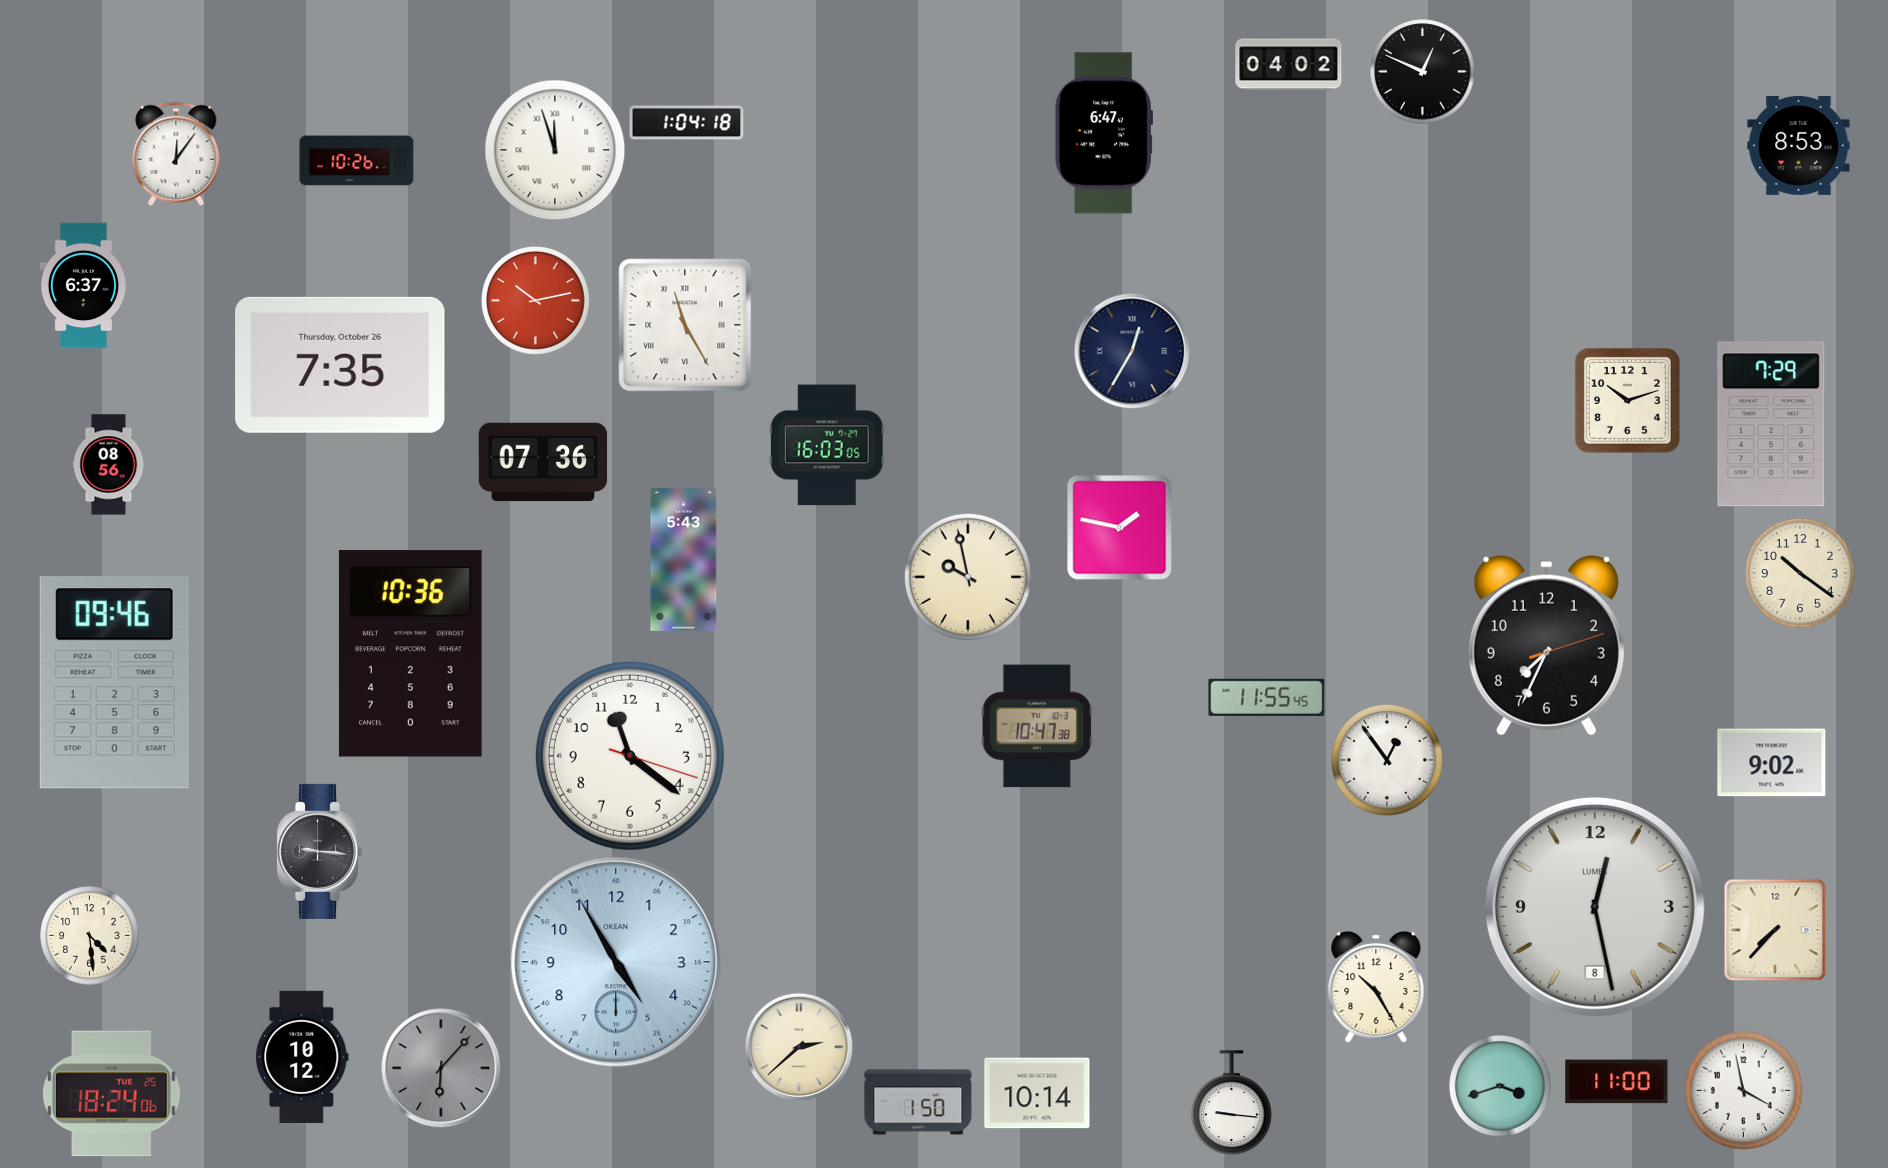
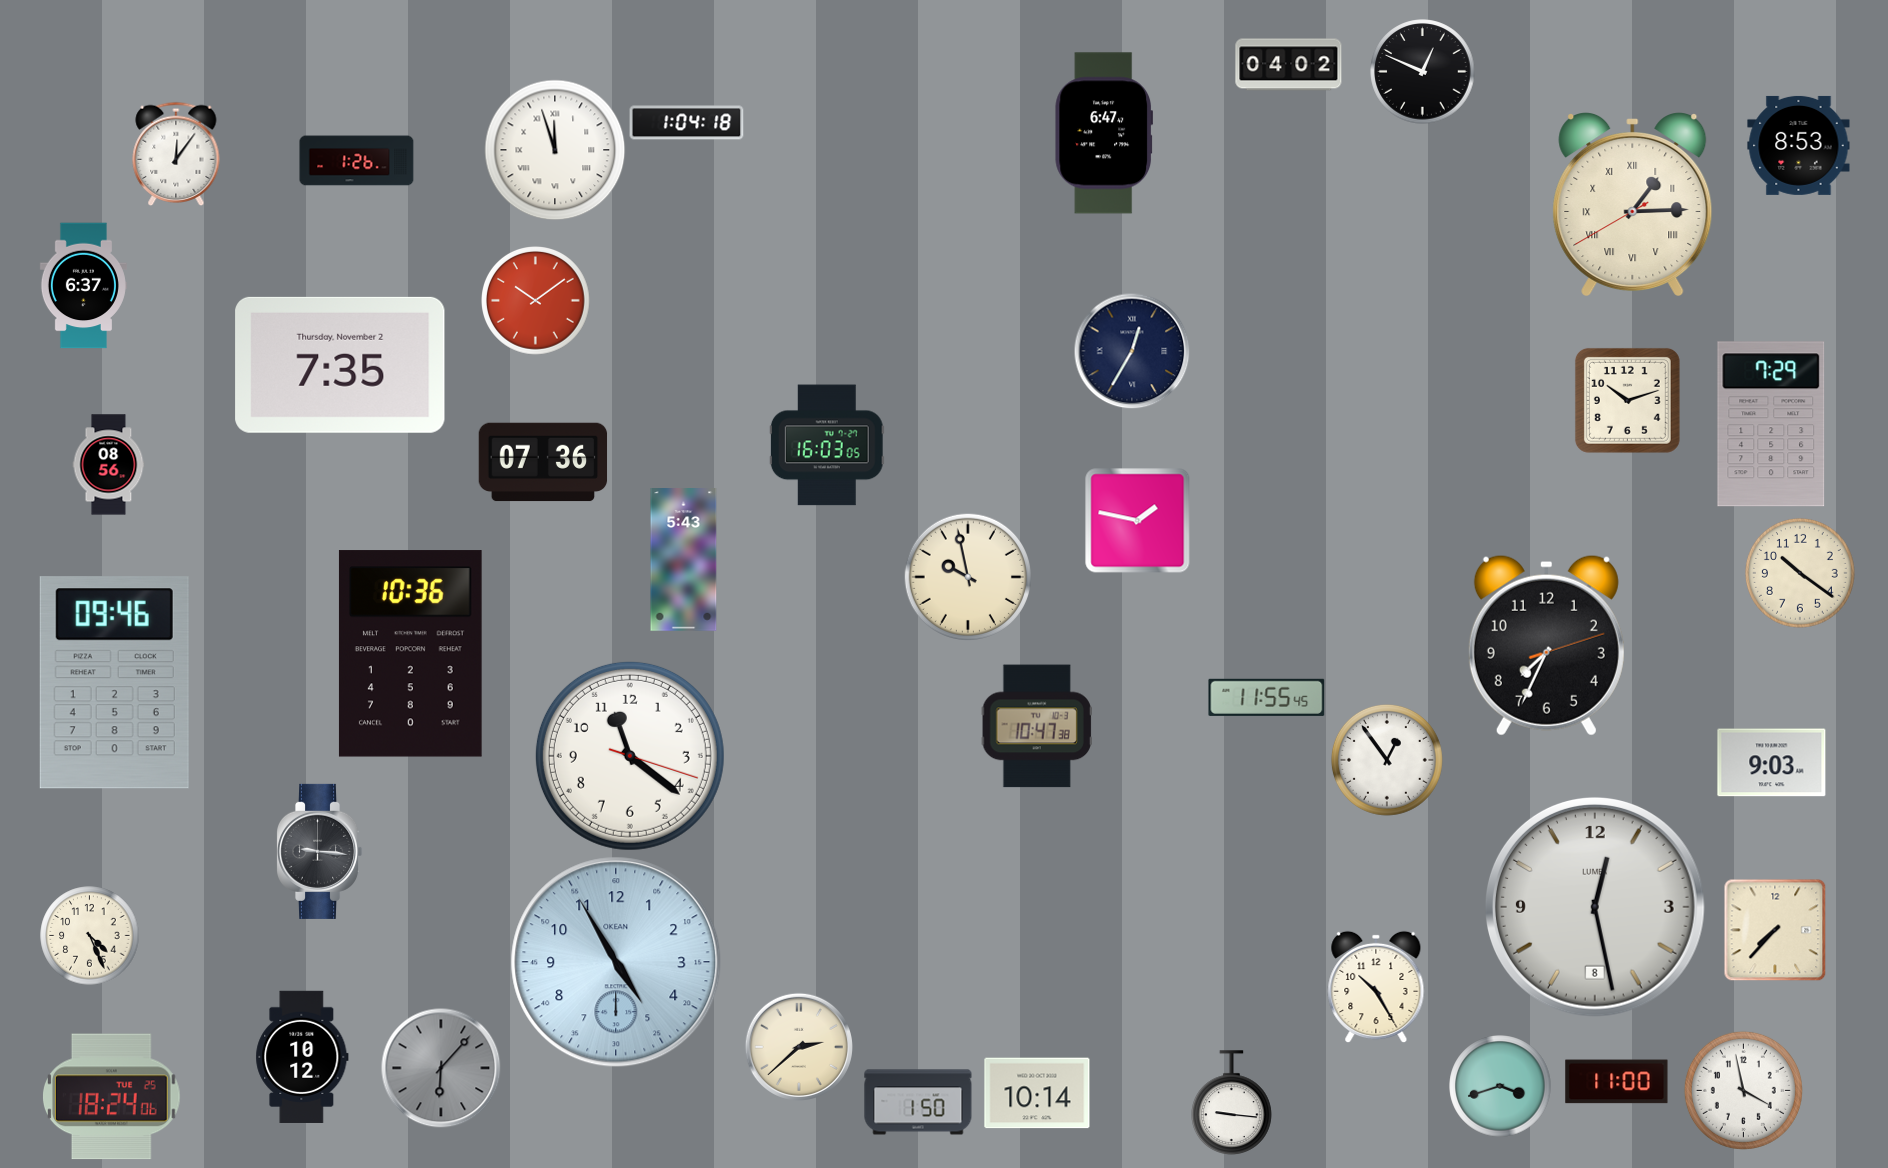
clock at (357, 161): 10:26 -> 1:26
clock at (1633, 204): none -> 1:14
clock at (536, 301): 10:13 -> 10:09
clock at (685, 325): 11:25 -> none
clock at (340, 365) date: Thursday, October 26 -> Thursday, November 2
clock at (1119, 527) position: (1119, 527) -> (1137, 520)
clock at (1772, 763): 9:02 -> 9:03
clock at (90, 936): 4:29 -> 4:26
clock at (112, 1094) position: (112, 1094) -> (112, 1097)
